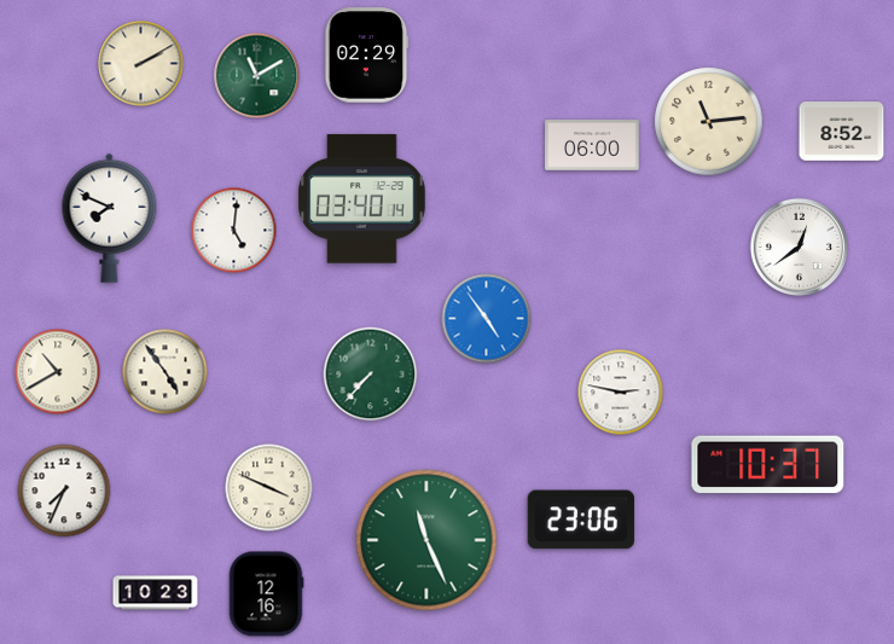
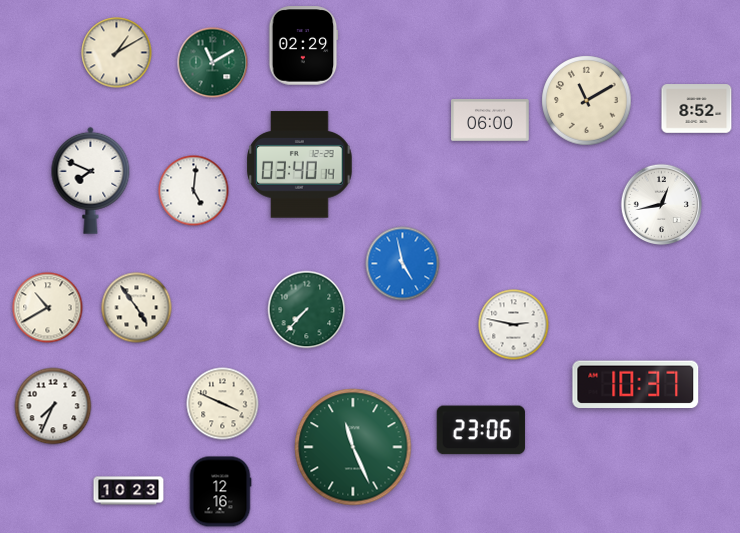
clock at (141, 64): 2:10 -> 1:10
clock at (709, 122): 11:14 -> 11:10
clock at (799, 246): 12:39 -> 12:43
clock at (487, 319): 4:54 -> 4:58
